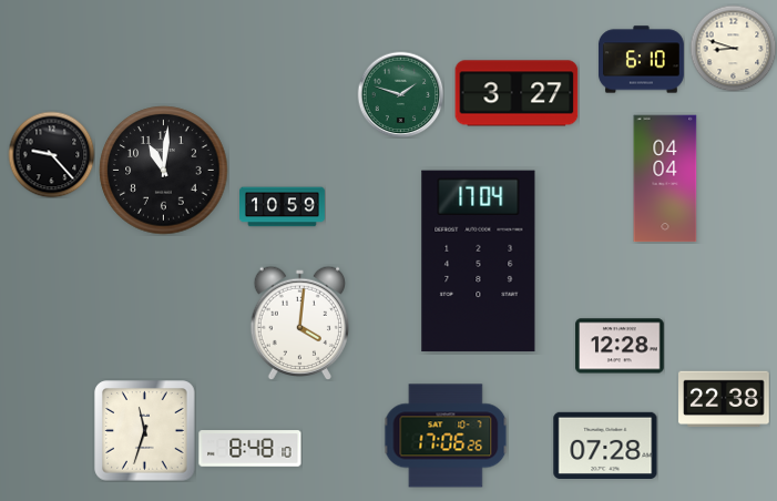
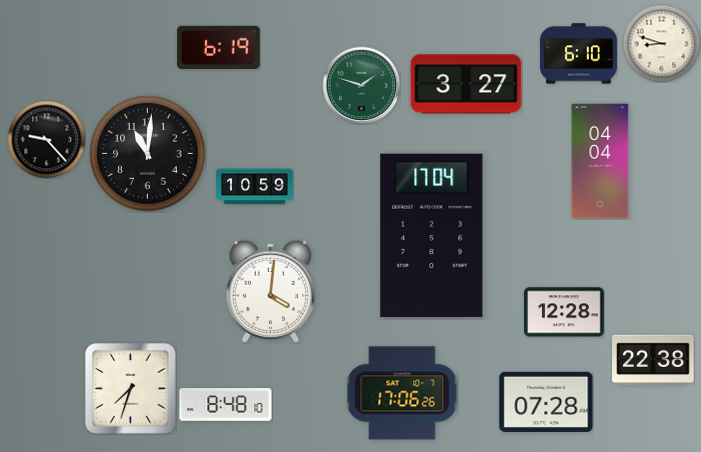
clock at (219, 47): none -> 6:19
clock at (621, 346) position: (621, 346) -> (565, 312)
clock at (145, 431): 11:33 -> 7:33
